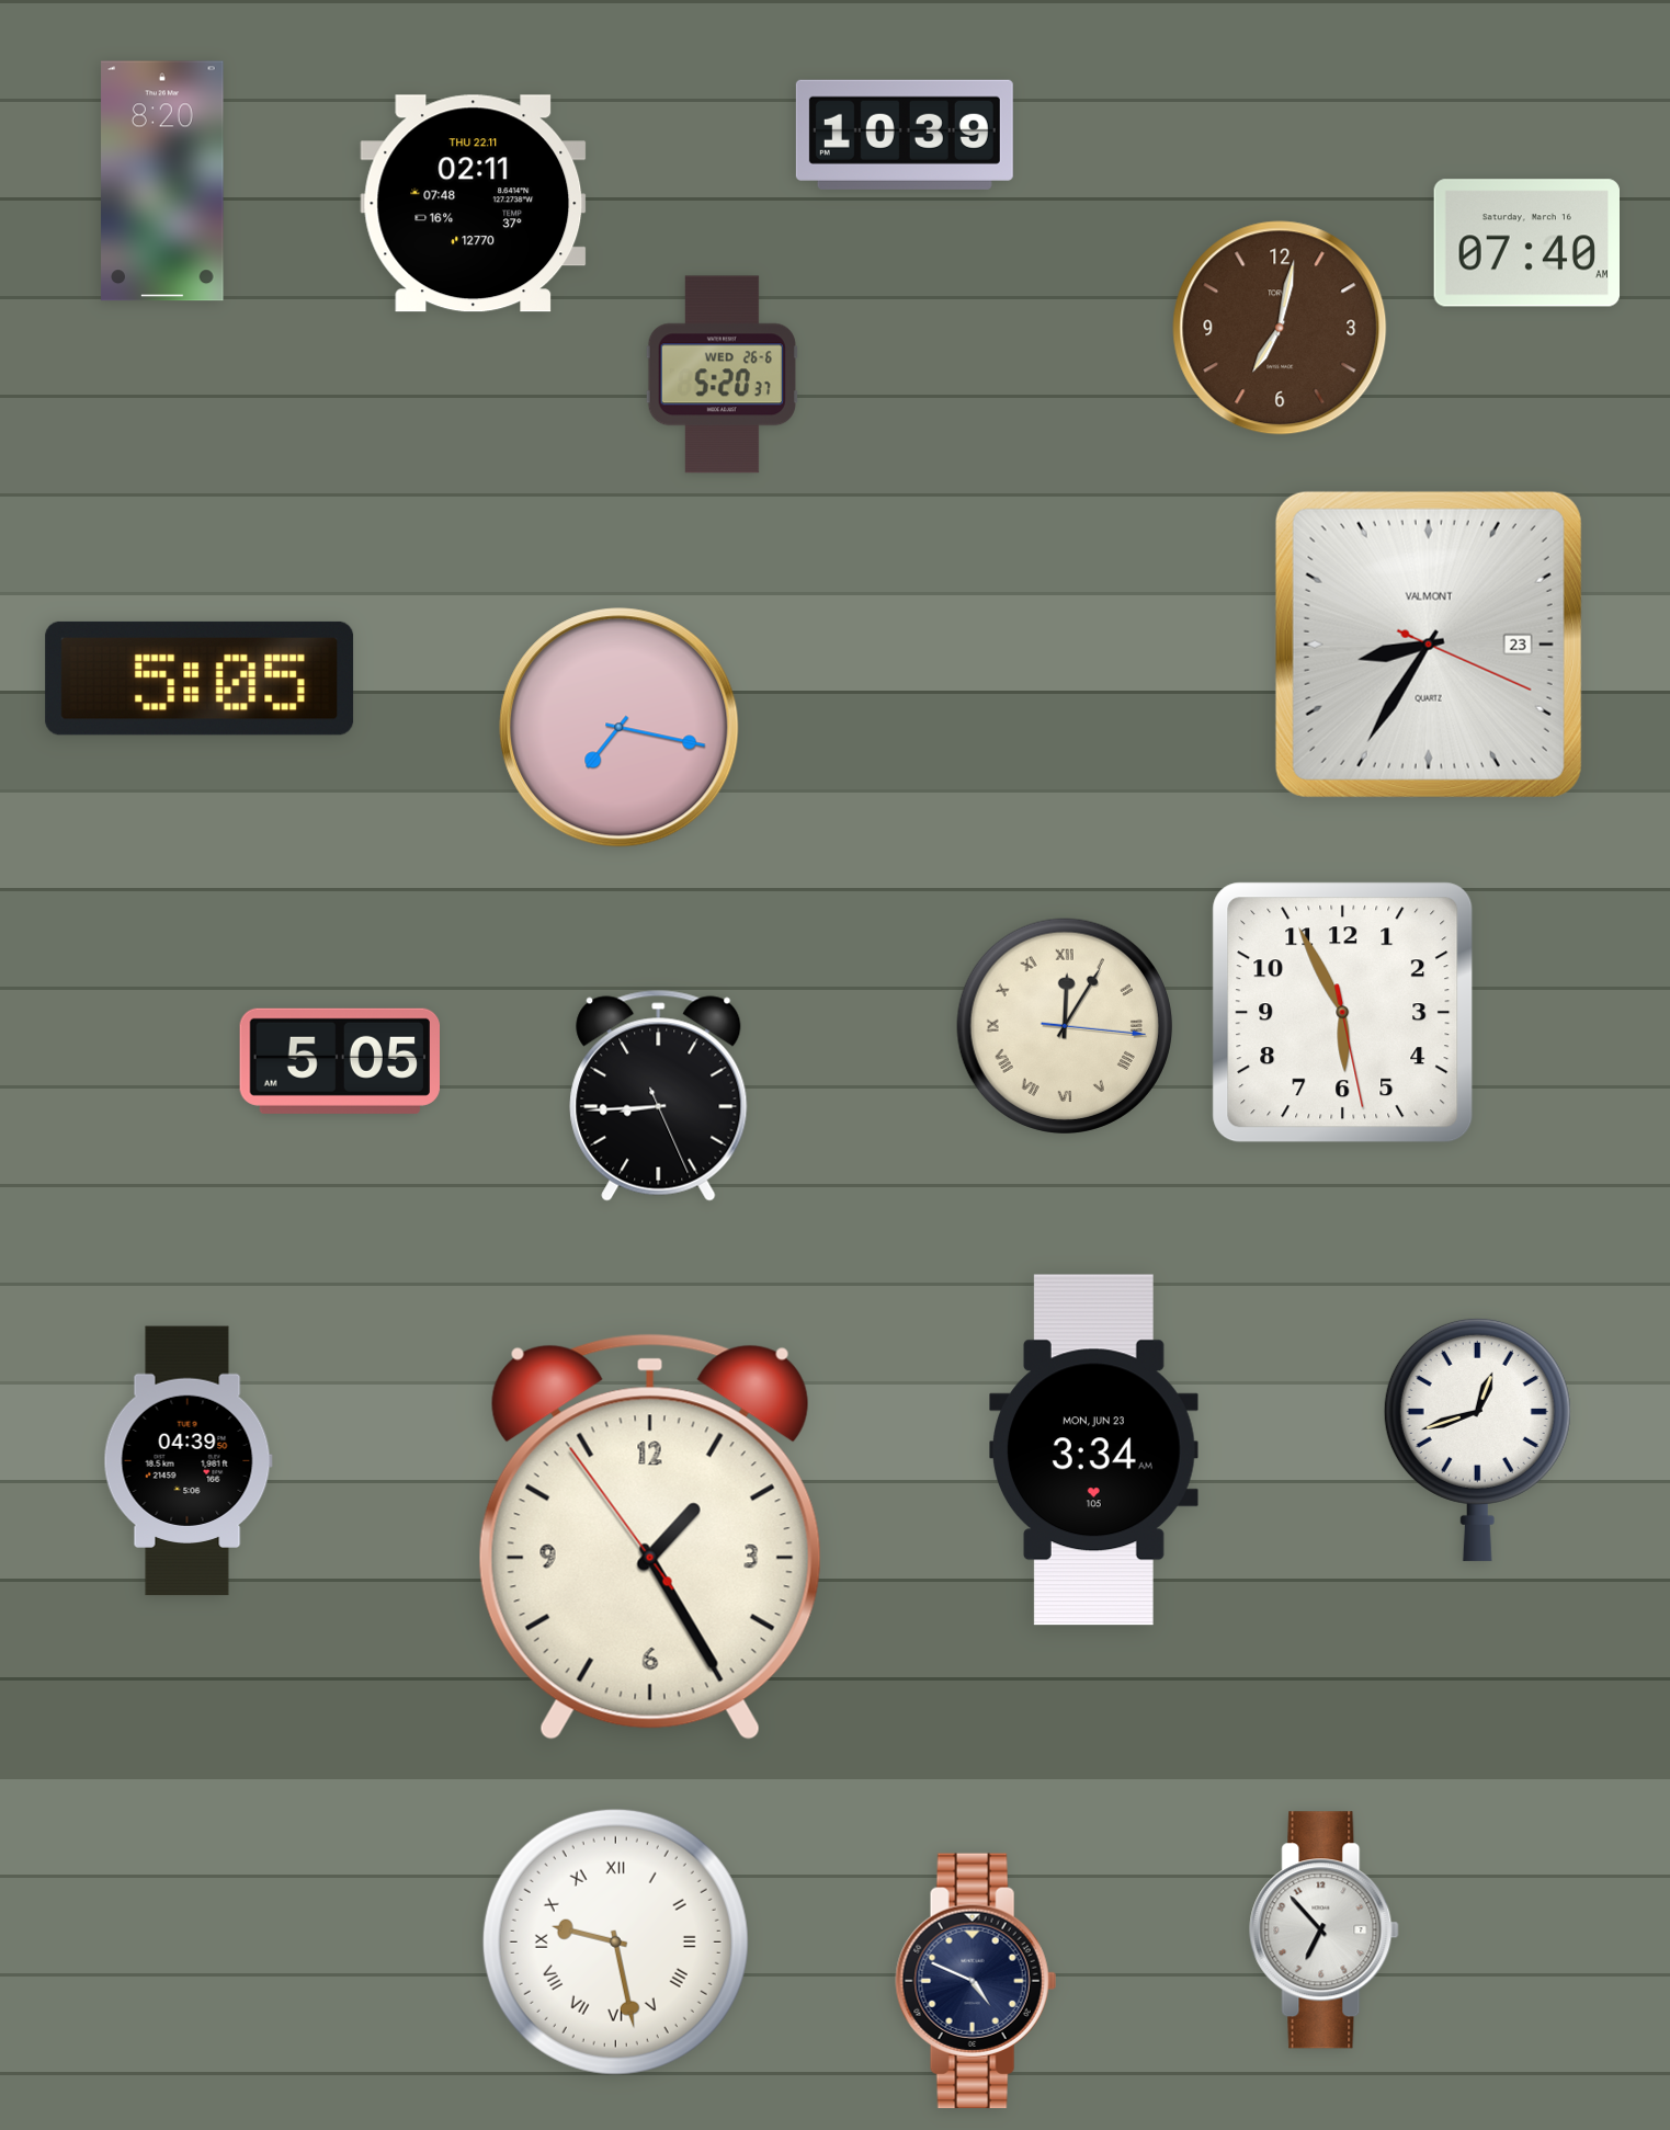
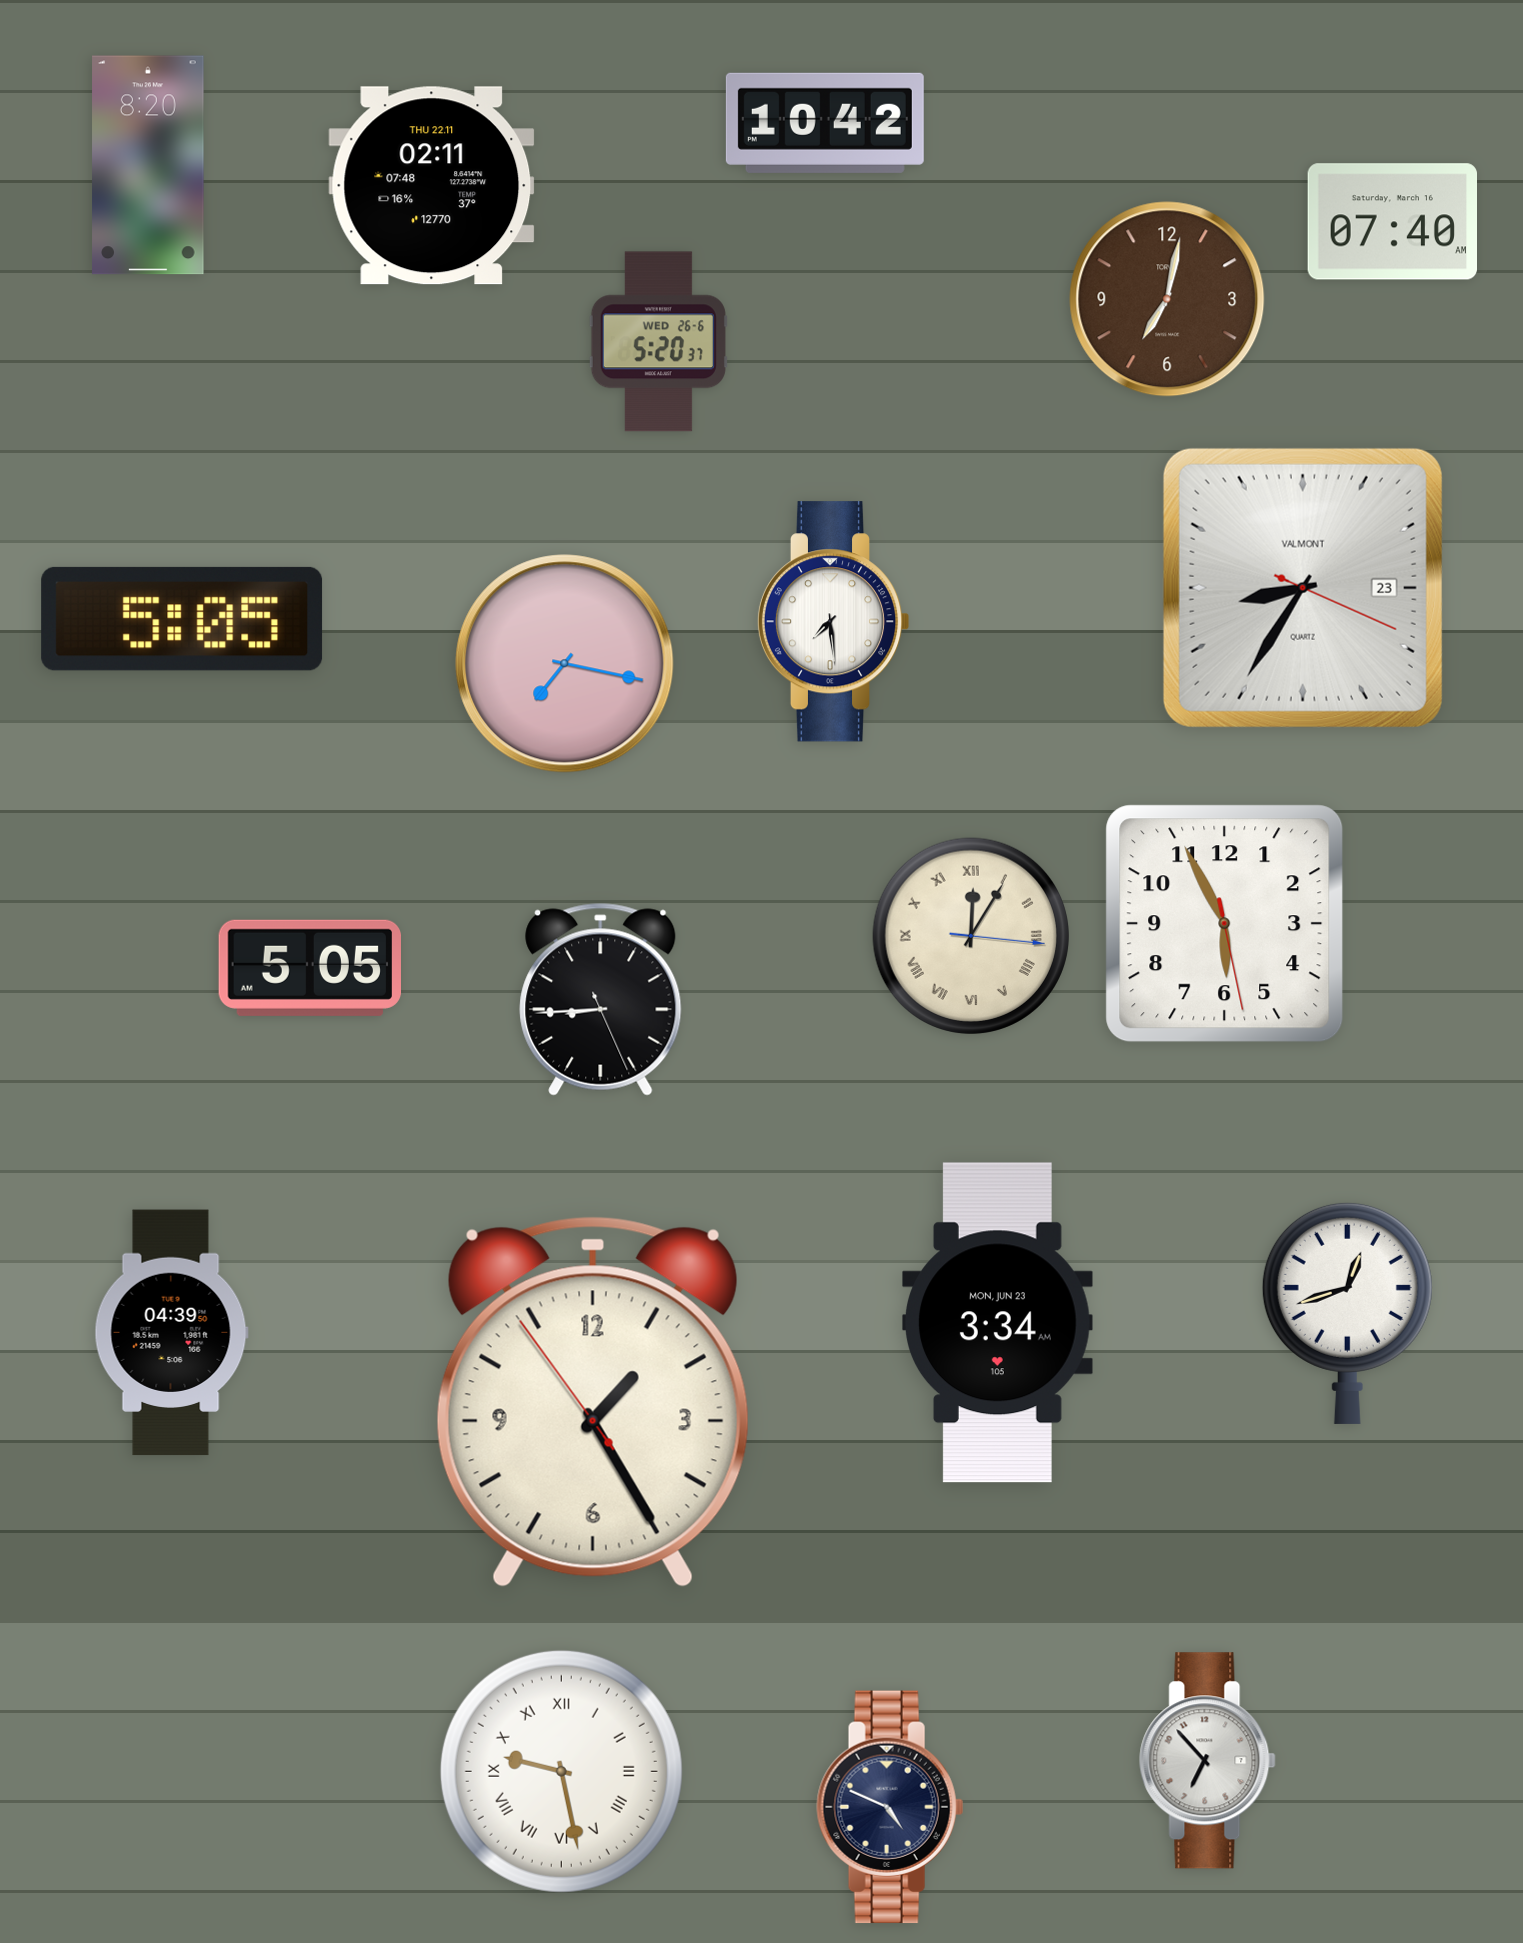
clock at (905, 135): 10:39 -> 10:42
clock at (833, 622): none -> 7:29
